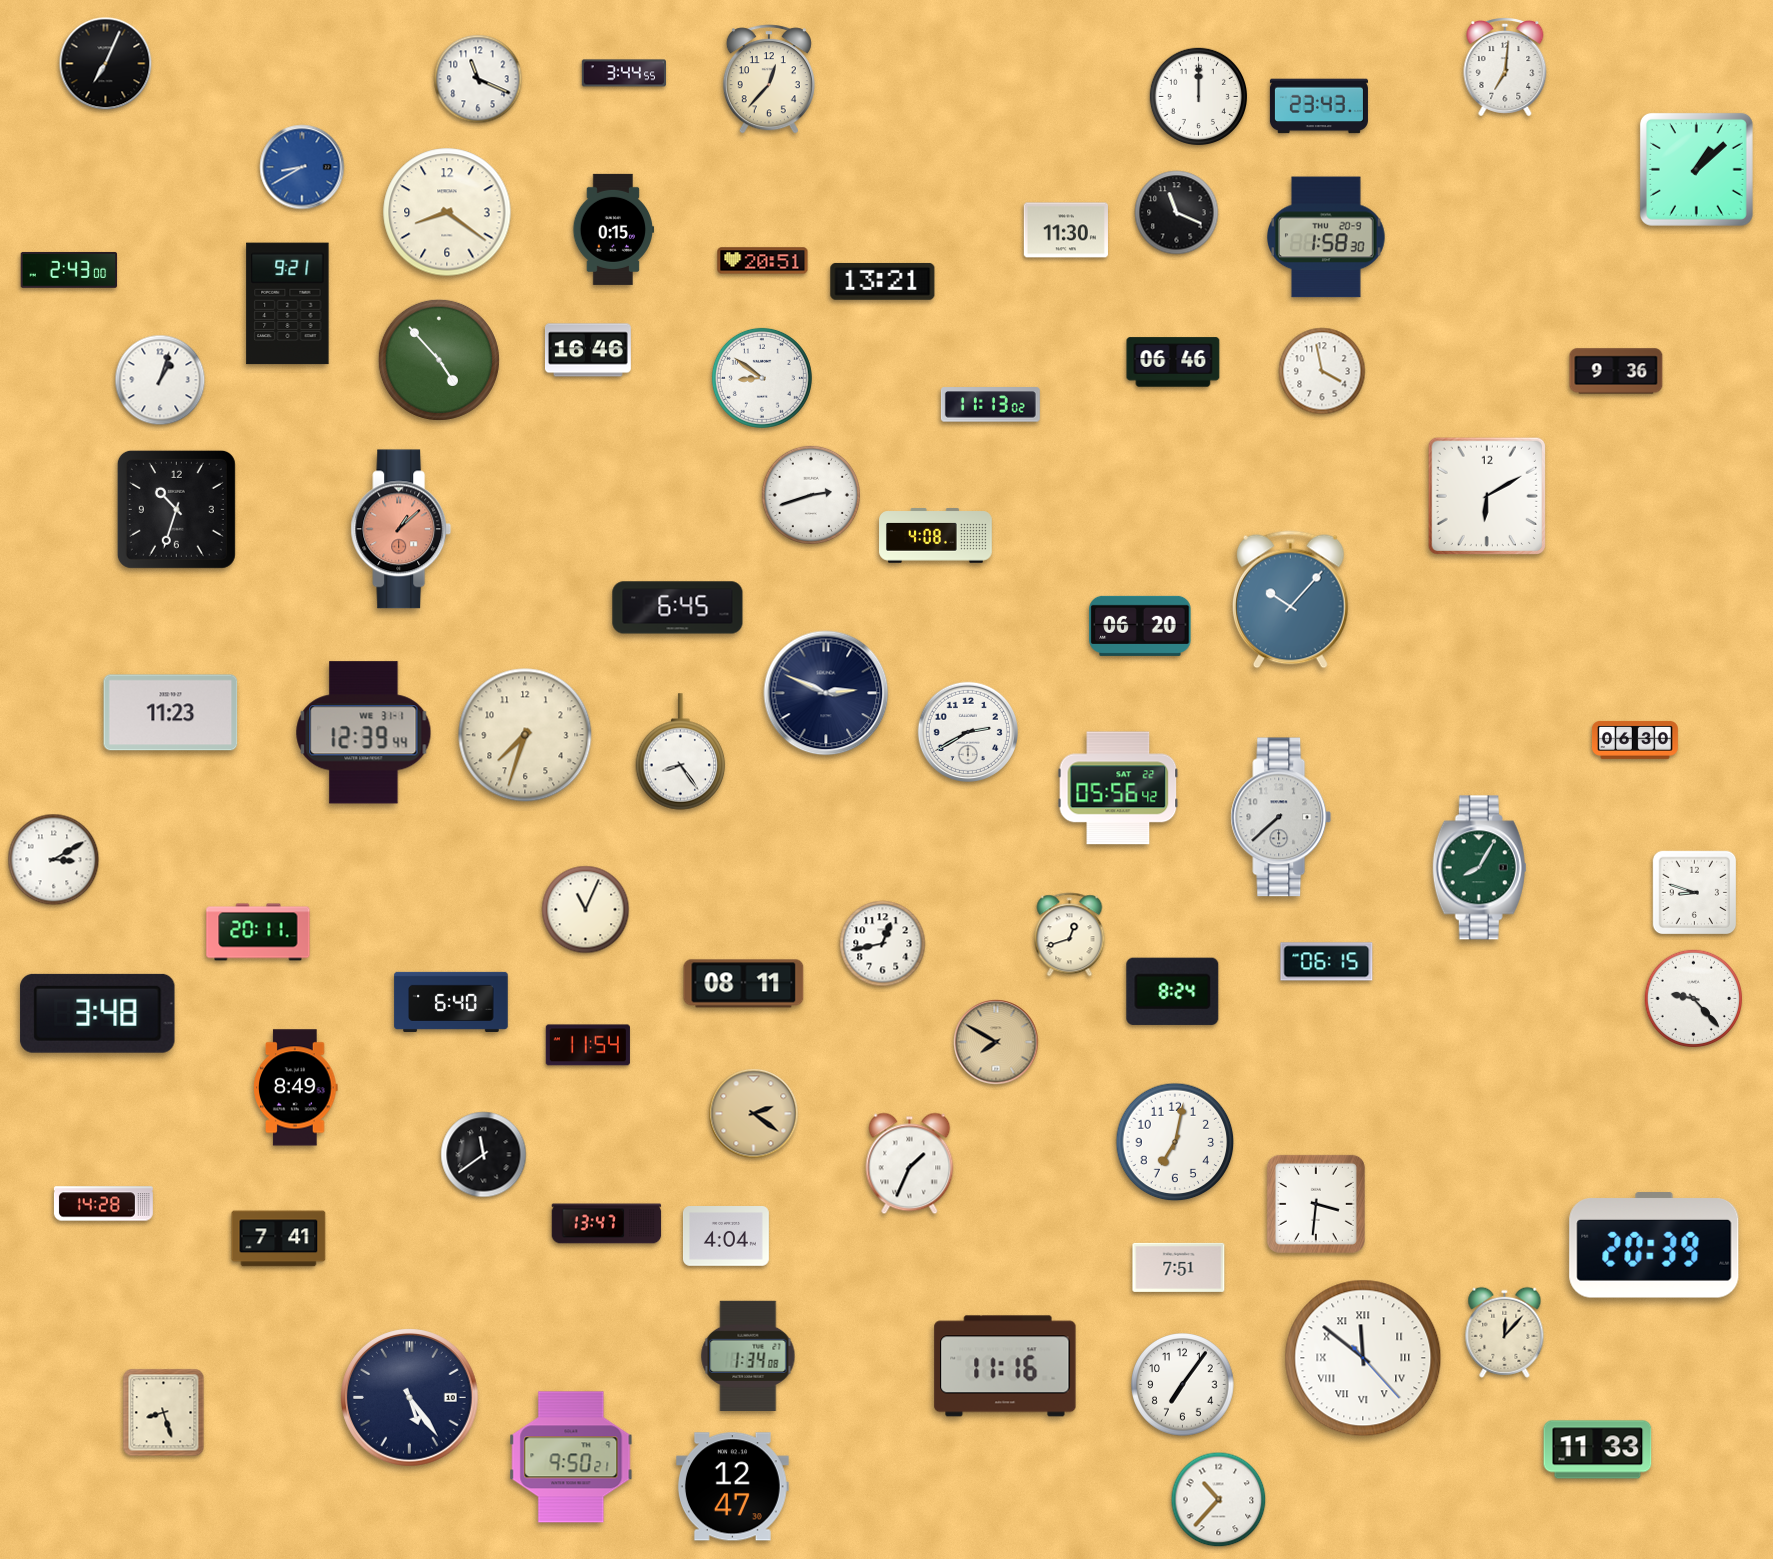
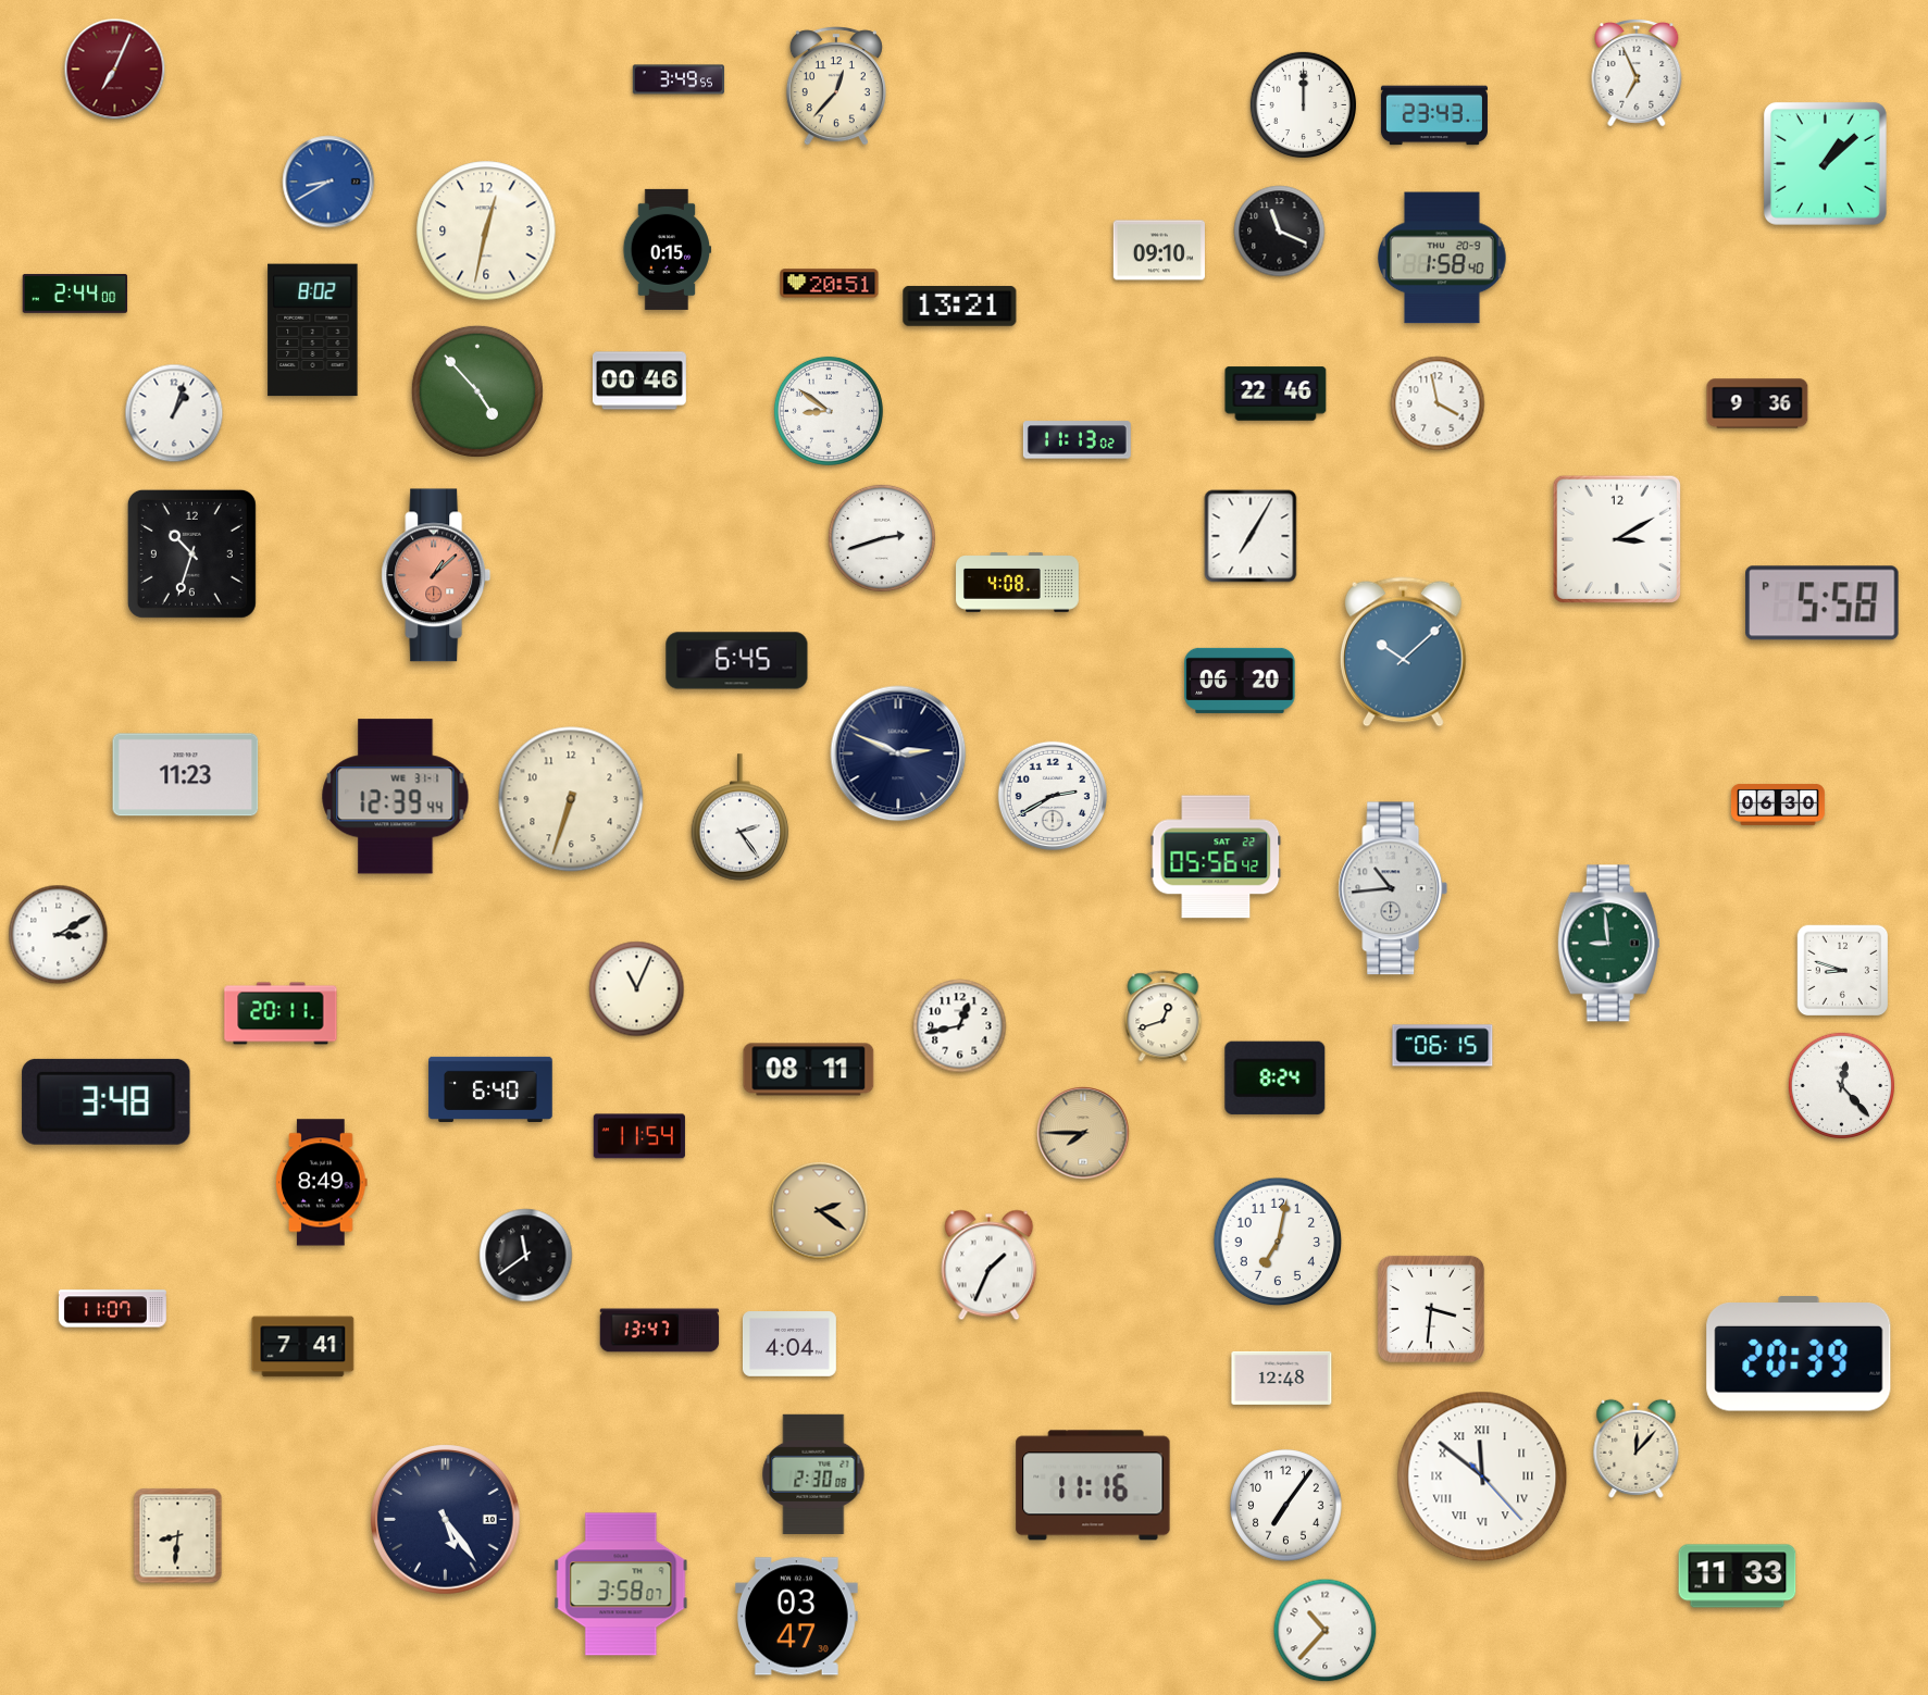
clock at (106, 64) dial: black -> burgundy
clock at (1505, 68): 7:01 -> 6:56
clock at (623, 73): 3:44 -> 3:49
clock at (478, 79): 11:19 -> none
clock at (1696, 169) position: (1696, 169) -> (1825, 163)
clock at (447, 212): 8:21 -> 12:32
clock at (1066, 230): 11:30 -> 09:10
clock at (1327, 237): 1:58:30 -> 1:58:40
clock at (69, 270): 2:43 -> 2:44
clock at (288, 304): 9:21 -> 8:02
clock at (588, 350): 16:46 -> 00:46
clock at (1173, 362): 06:46 -> 22:46
clock at (1251, 536): none -> 7:05
clock at (1487, 496): 6:10 -> 3:10
clock at (1823, 603): none -> 5:58
clock at (1290, 600): 10:07 -> 10:08
clock at (525, 735): 7:33 -> 6:33
clock at (681, 752): 8:24 -> 2:24
clock at (1281, 817): 7:38 -> 10:44
clock at (1479, 868): 8:05 -> 8:59
clock at (1693, 998): 9:23 -> 12:23
clock at (996, 1042): 7:50 -> 7:45
clock at (103, 1204): 14:28 -> 11:07
clock at (1179, 1267): 7:51 -> 12:48
clock at (748, 1356): 1:34 -> 2:30
clock at (164, 1413): 8:27 -> 8:31
clock at (571, 1457): 9:50 -> 3:58
clock at (732, 1487): 12:47 -> 03:47
